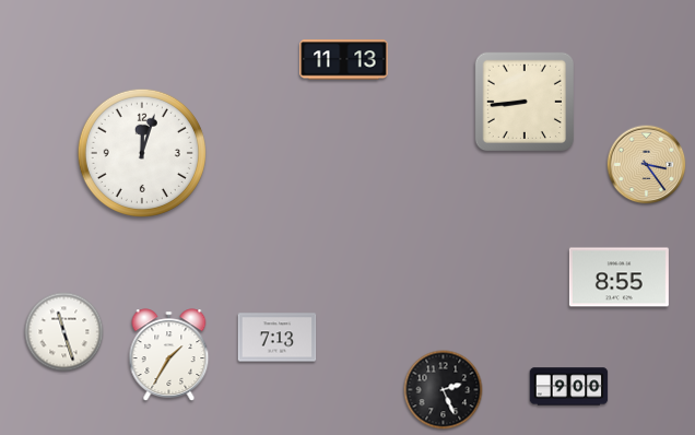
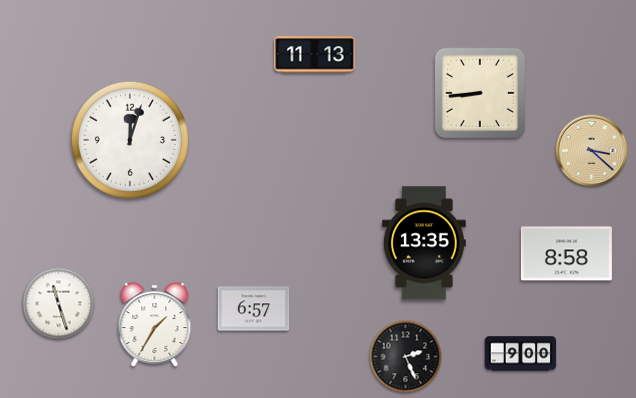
clock at (647, 165): 3:24 -> 3:22
clock at (424, 243): none -> 13:35
clock at (619, 278): 8:55 -> 8:58
clock at (278, 338): 7:13 -> 6:57
